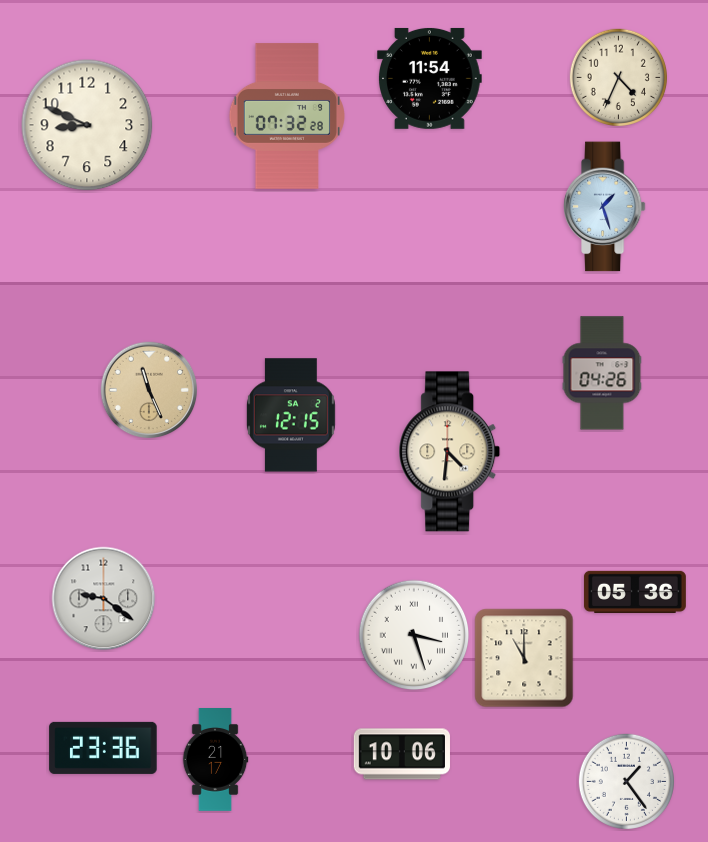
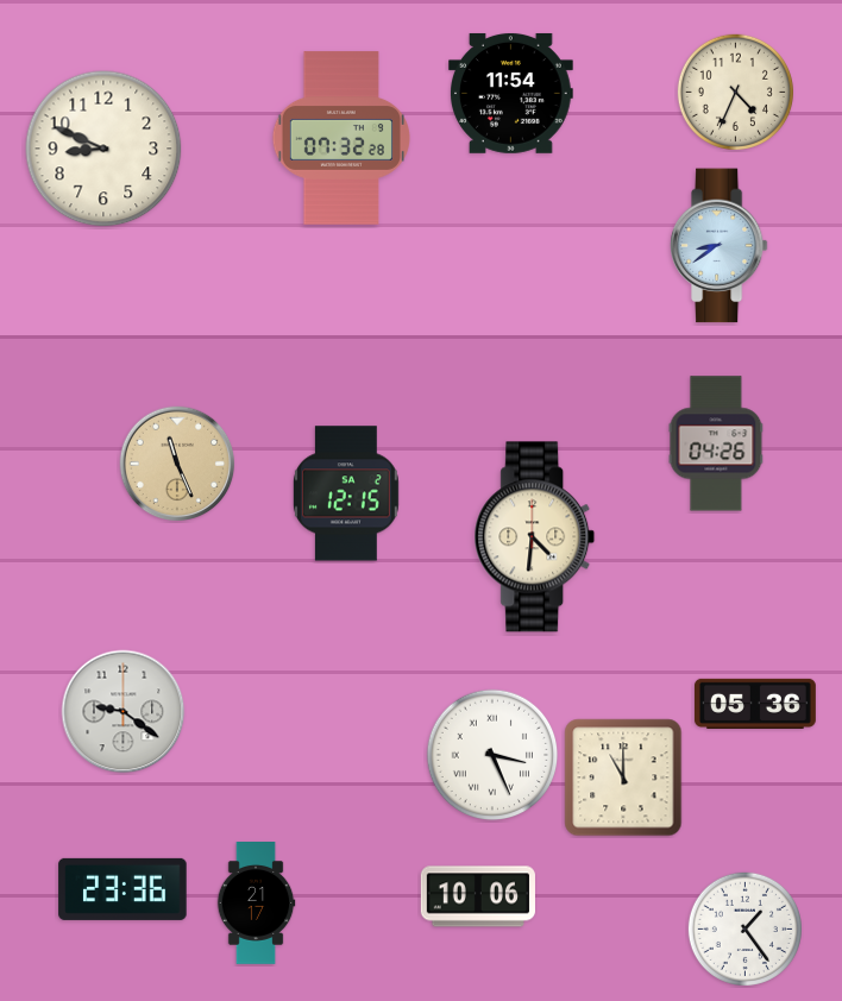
clock at (604, 207): 1:27 -> 8:39
clock at (414, 635): 3:27 -> 3:26
clock at (524, 658) position: (524, 658) -> (623, 777)
